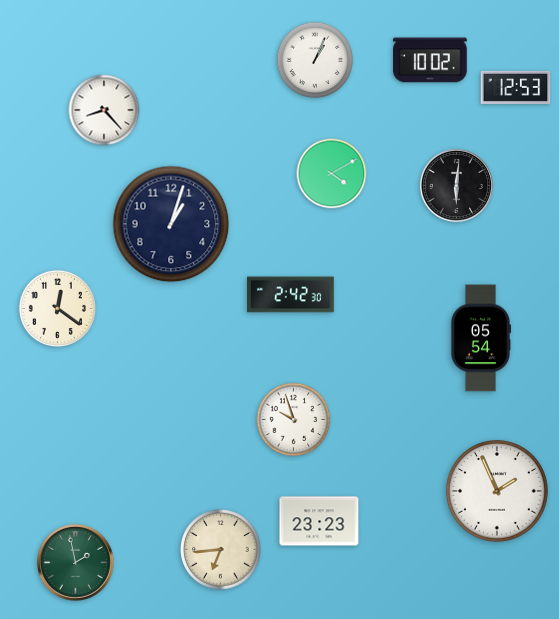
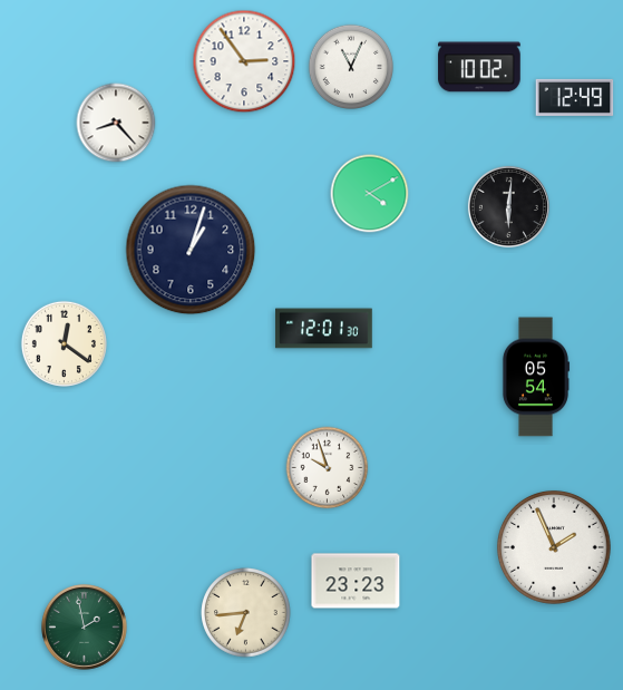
clock at (244, 61): none -> 2:54
clock at (314, 59): 1:04 -> 11:04
clock at (516, 87): 12:53 -> 12:49
clock at (291, 295): 2:42 -> 12:01
